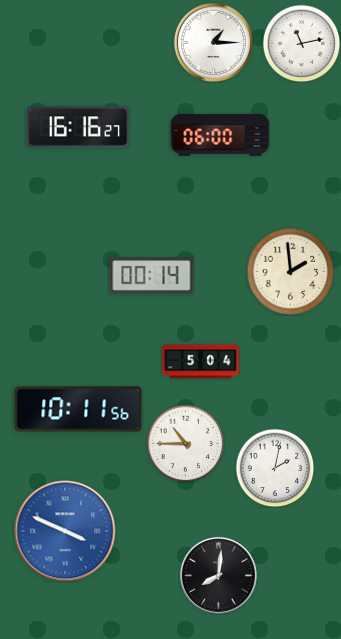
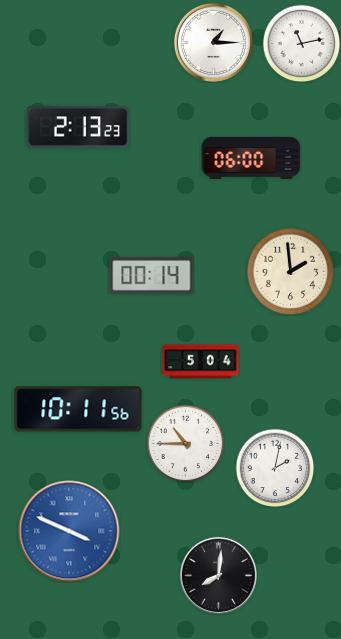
clock at (78, 127): 16:16 -> 2:13
clock at (220, 135) position: (220, 135) -> (251, 158)
clock at (65, 531) position: (65, 531) -> (69, 531)
